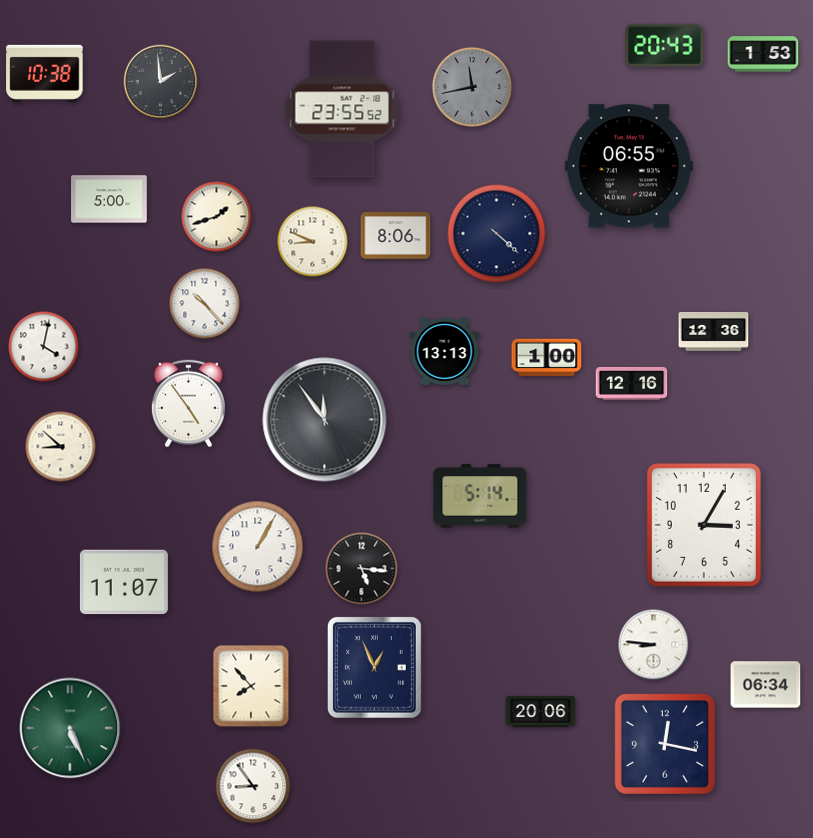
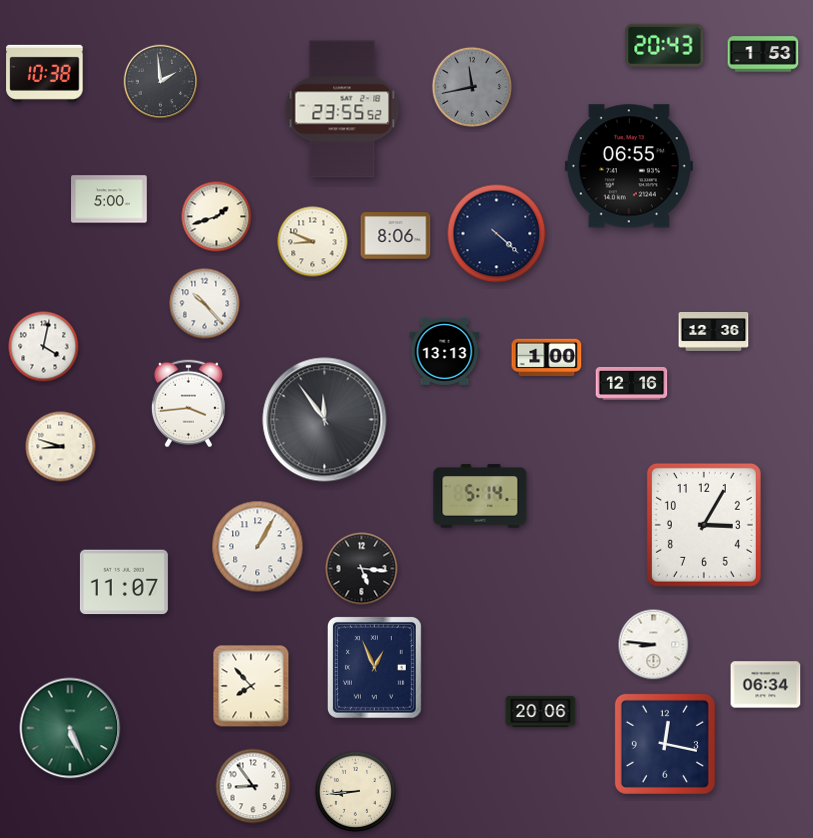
clock at (188, 404): 4:54 -> 3:44
clock at (61, 447): 8:52 -> 8:48
clock at (355, 791): none -> 8:44
